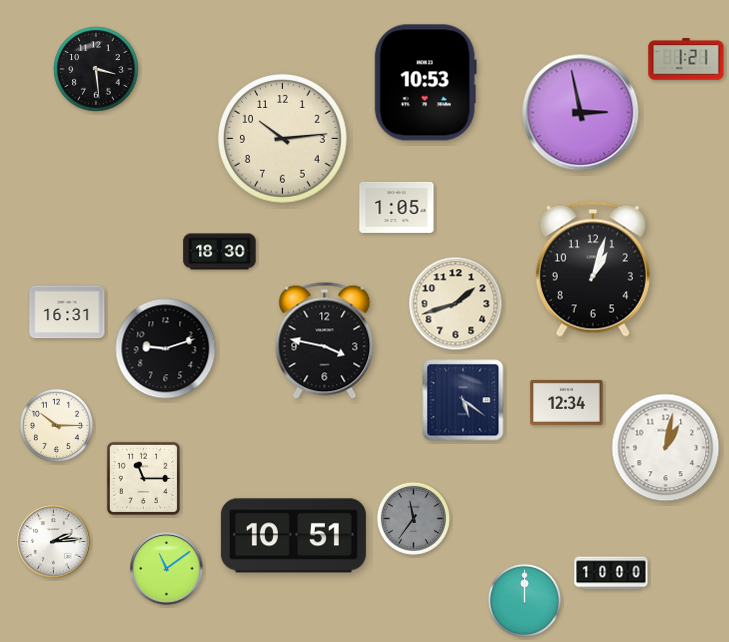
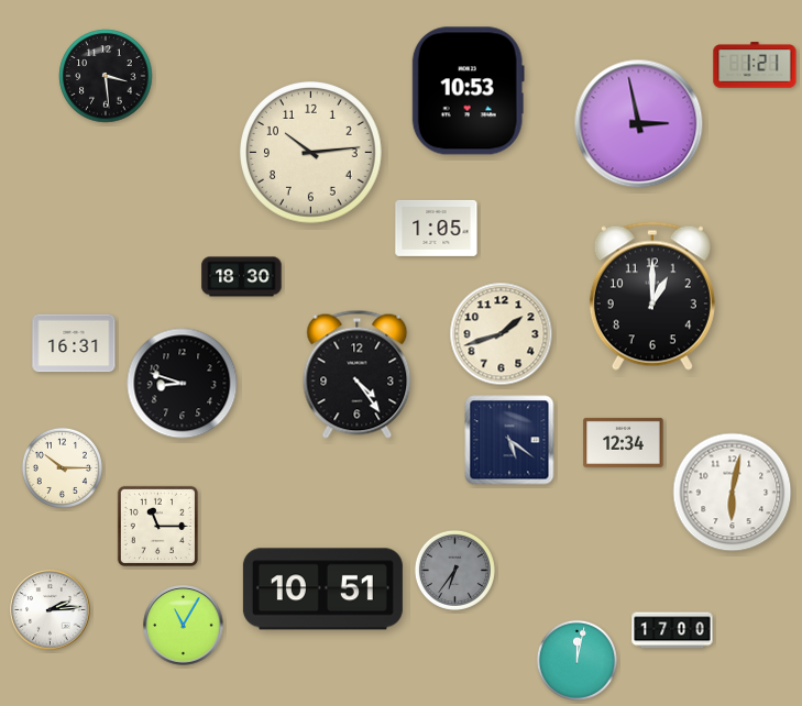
clock at (593, 269): 1:03 -> 1:00
clock at (325, 340): 3:47 -> 4:24
clock at (166, 349): 9:12 -> 8:48
clock at (666, 448): 1:02 -> 6:02
clock at (413, 518): 11:36 -> 6:36
clock at (54, 542) position: (54, 542) -> (51, 610)
clock at (167, 569): 11:09 -> 11:05
clock at (611, 573): 10:00 -> 17:00
clock at (524, 600): 12:00 -> 12:02
